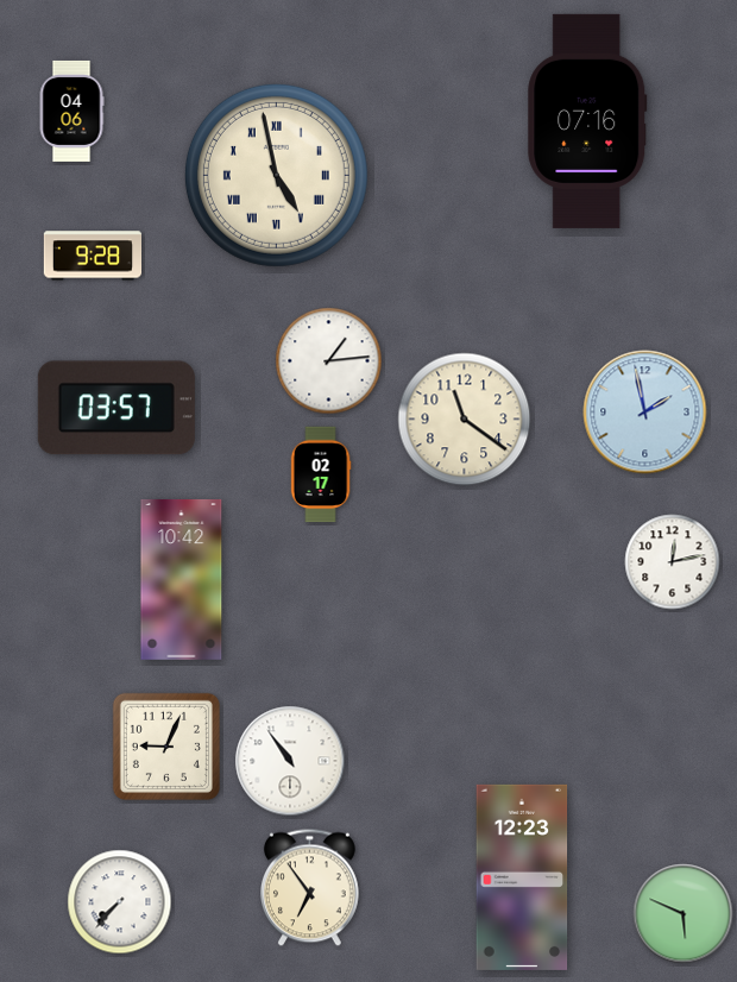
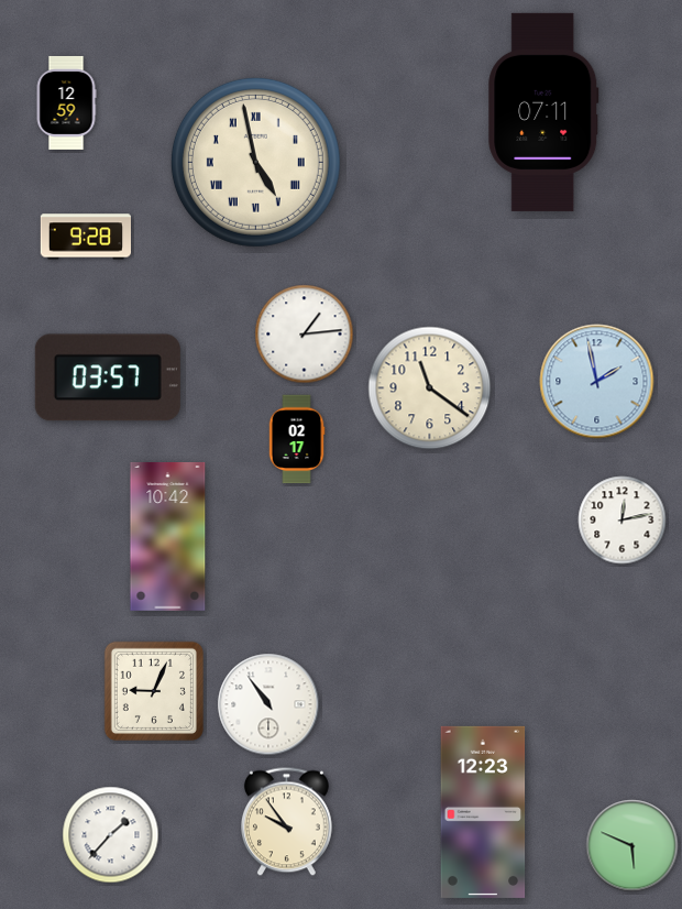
clock at (71, 111): 04:06 -> 12:59
clock at (587, 121): 07:16 -> 07:11
clock at (310, 888): 6:54 -> 9:54
clock at (120, 902): 7:37 -> 1:37
